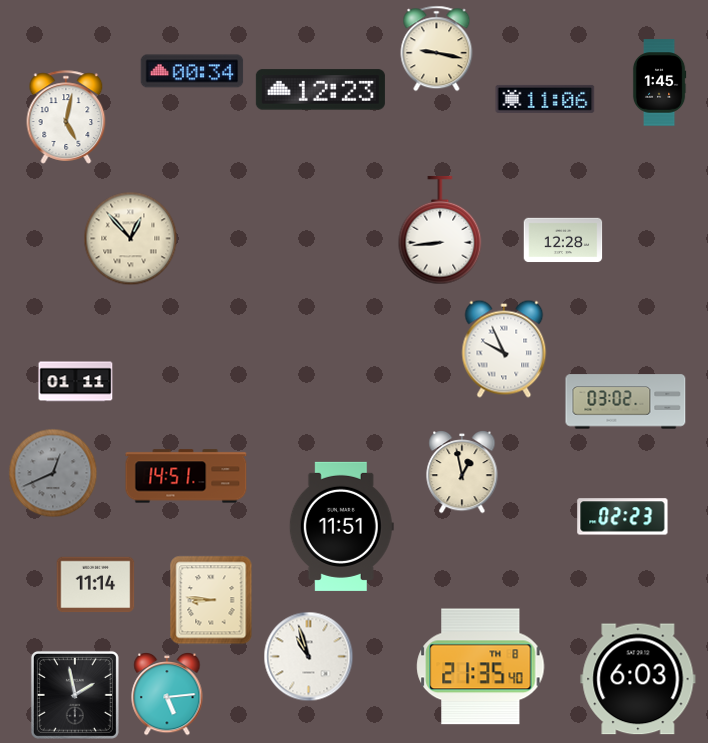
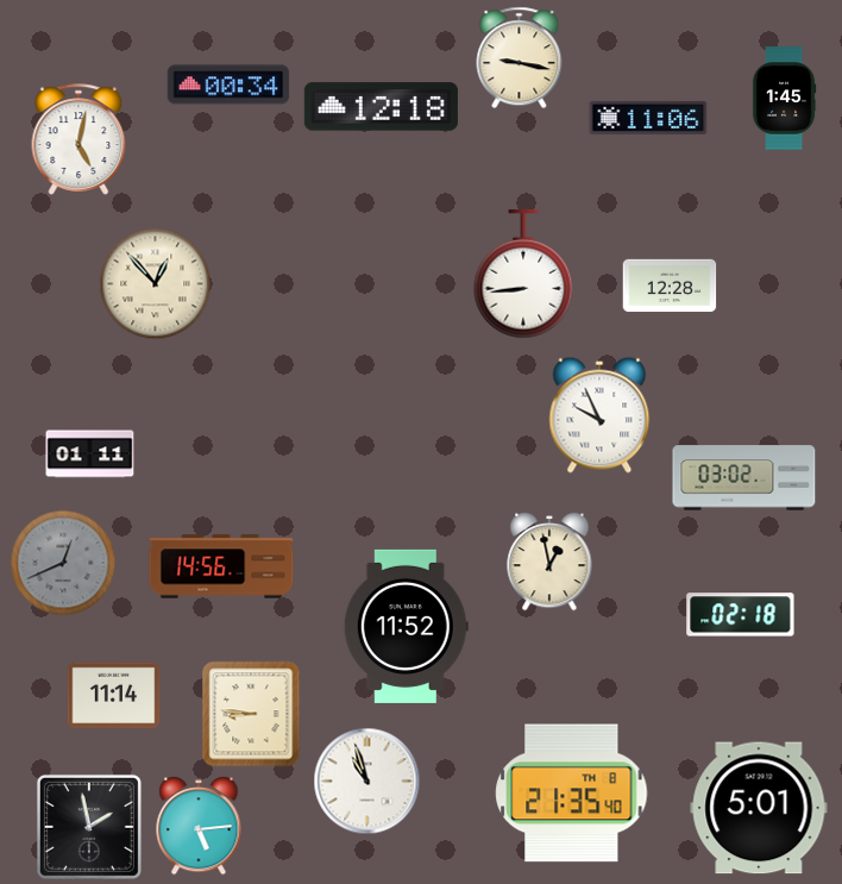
clock at (320, 90): 12:23 -> 12:18
clock at (186, 476): 14:51 -> 14:56
clock at (623, 517): 02:23 -> 02:18
clock at (341, 526): 11:51 -> 11:52
clock at (638, 679): 6:03 -> 5:01
